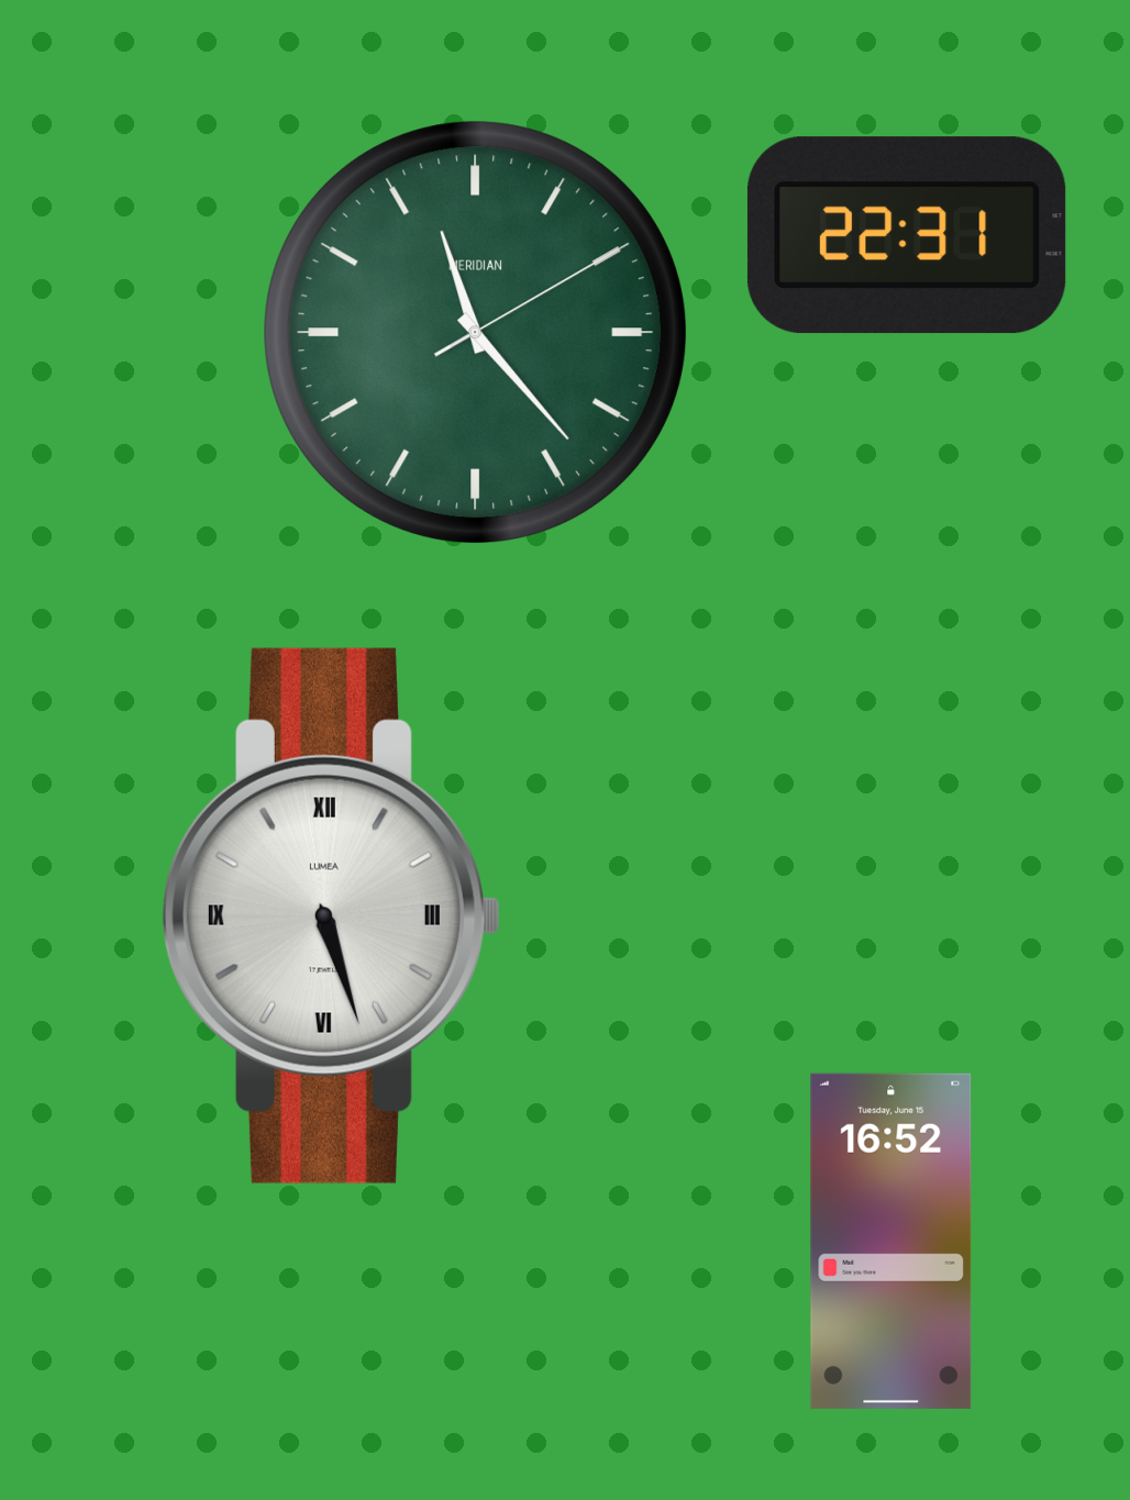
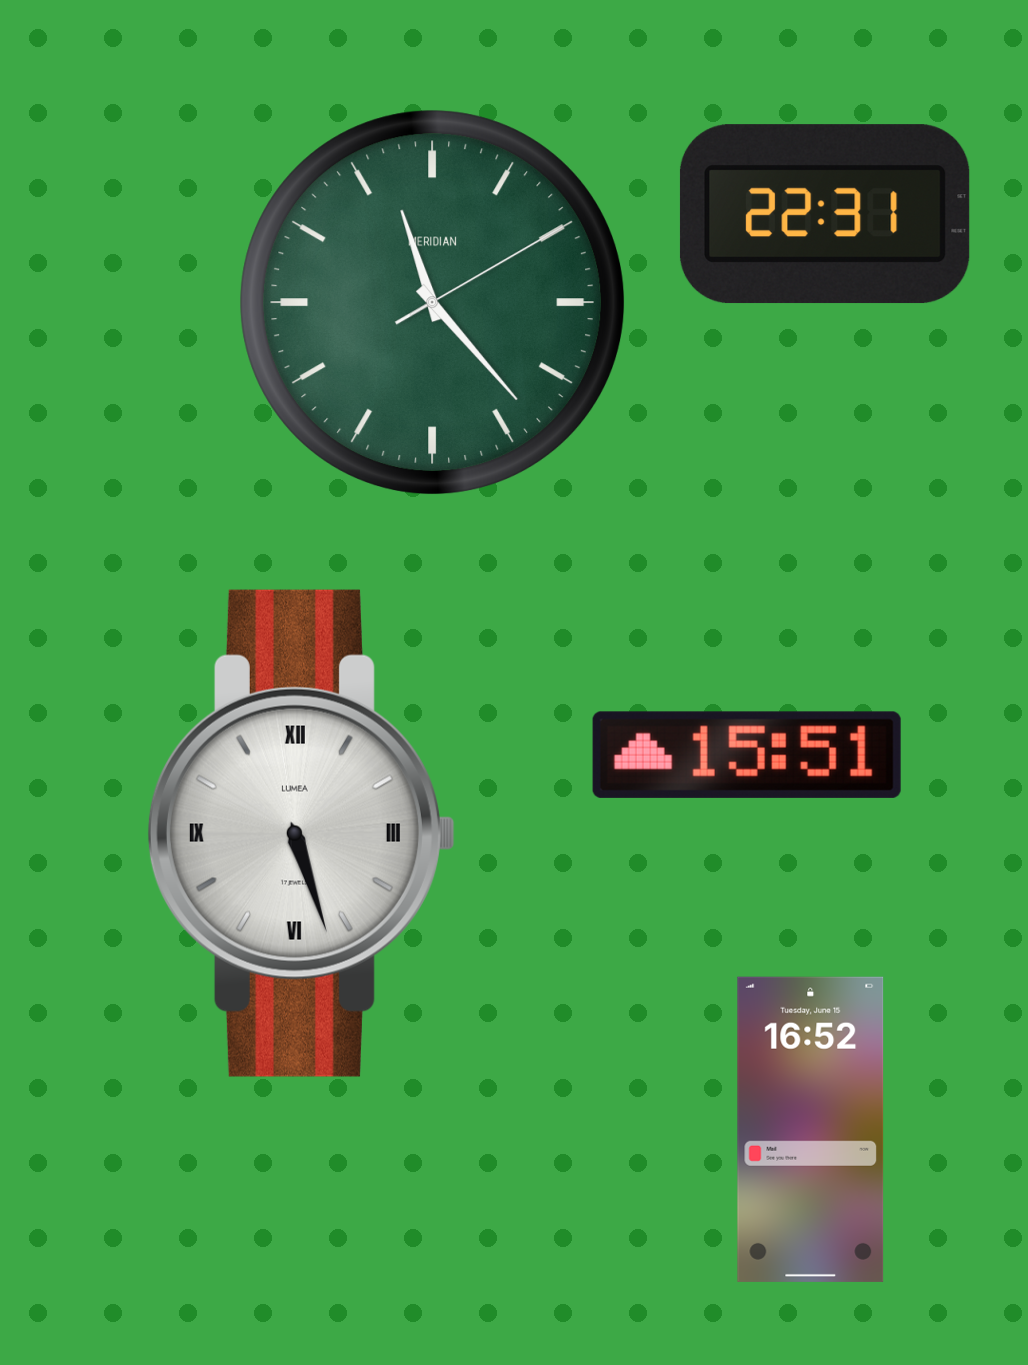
clock at (747, 755): none -> 15:51
